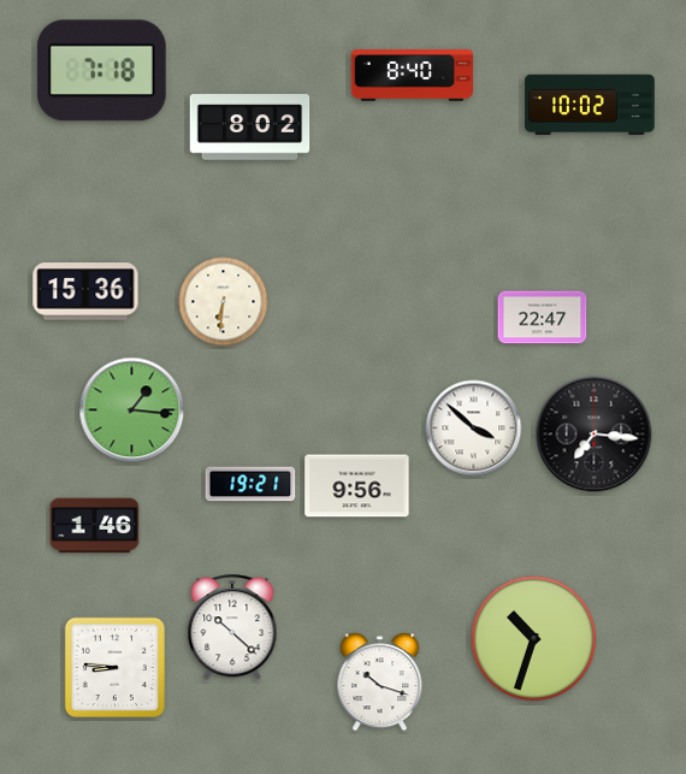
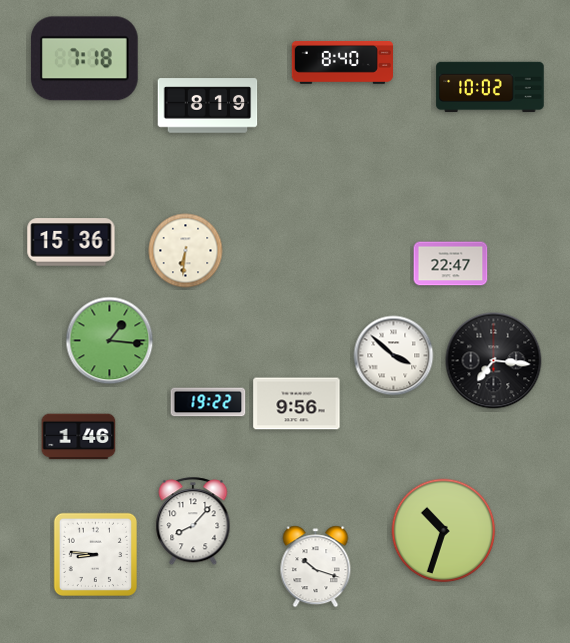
clock at (250, 128): 8:02 -> 8:19
clock at (250, 484): 19:21 -> 19:22
clock at (232, 628): 10:22 -> 8:07
